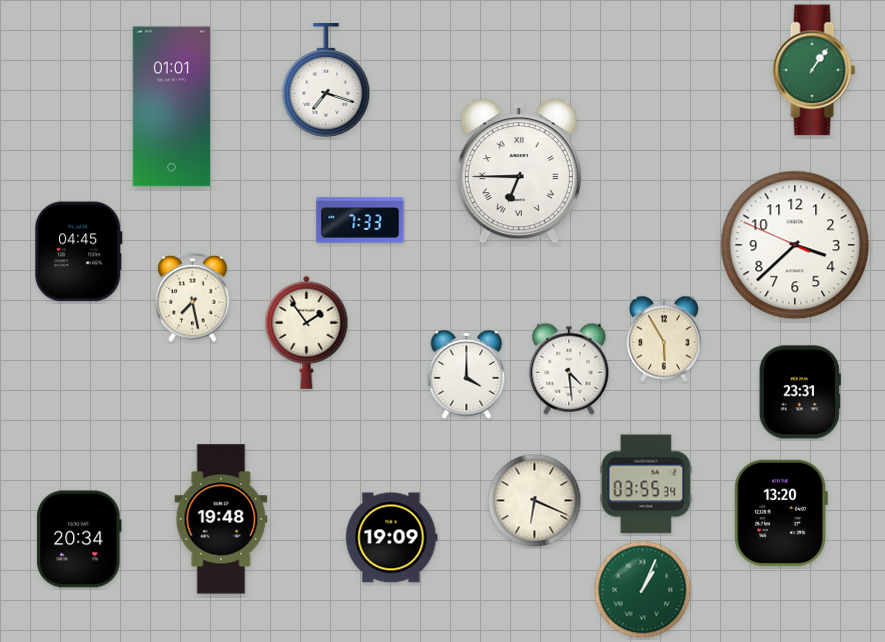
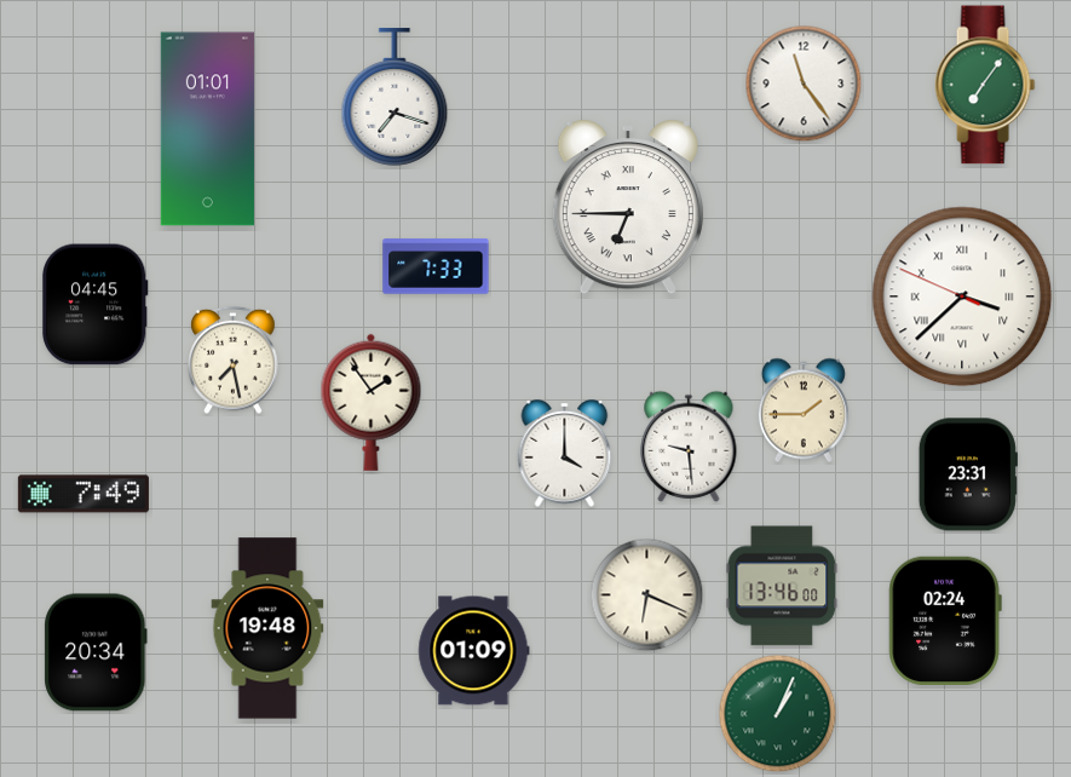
clock at (804, 84): none -> 11:24
clock at (814, 70): 1:06 -> 7:06
clock at (795, 245) numerals: Arabic -> Roman
clock at (664, 339): 5:55 -> 1:45
clock at (569, 369): 4:29 -> 9:29
clock at (84, 494): none -> 7:49
clock at (646, 484): 03:55 -> 13:46
clock at (535, 501) position: (535, 501) -> (647, 595)
clock at (781, 513): 13:20 -> 02:24
clock at (392, 538): 19:09 -> 01:09
